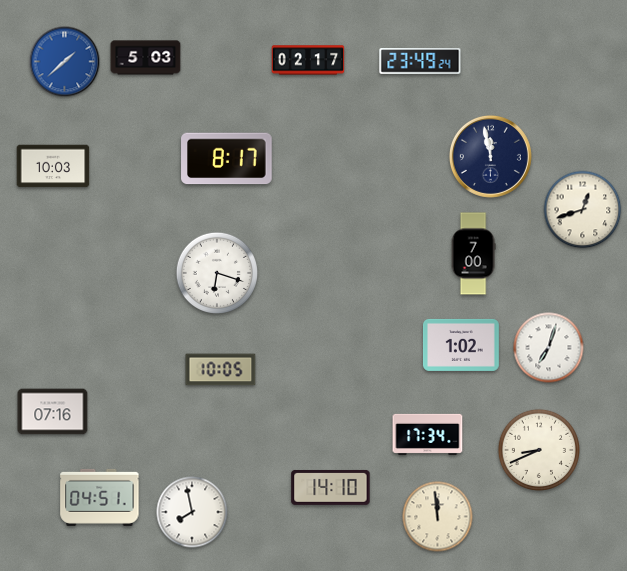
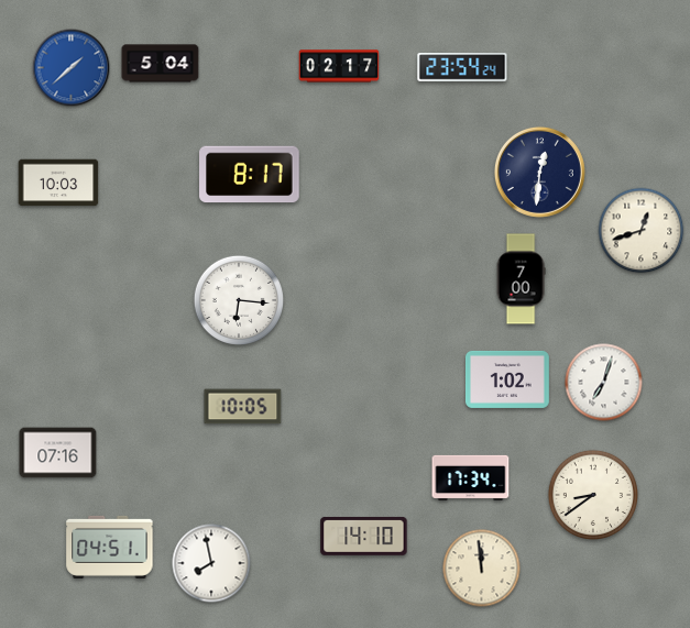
clock at (146, 58): 5:03 -> 5:04
clock at (420, 61): 23:49 -> 23:54
clock at (490, 156): 11:58 -> 12:31
clock at (216, 272): 6:18 -> 6:16
clock at (538, 449): 8:41 -> 8:39
